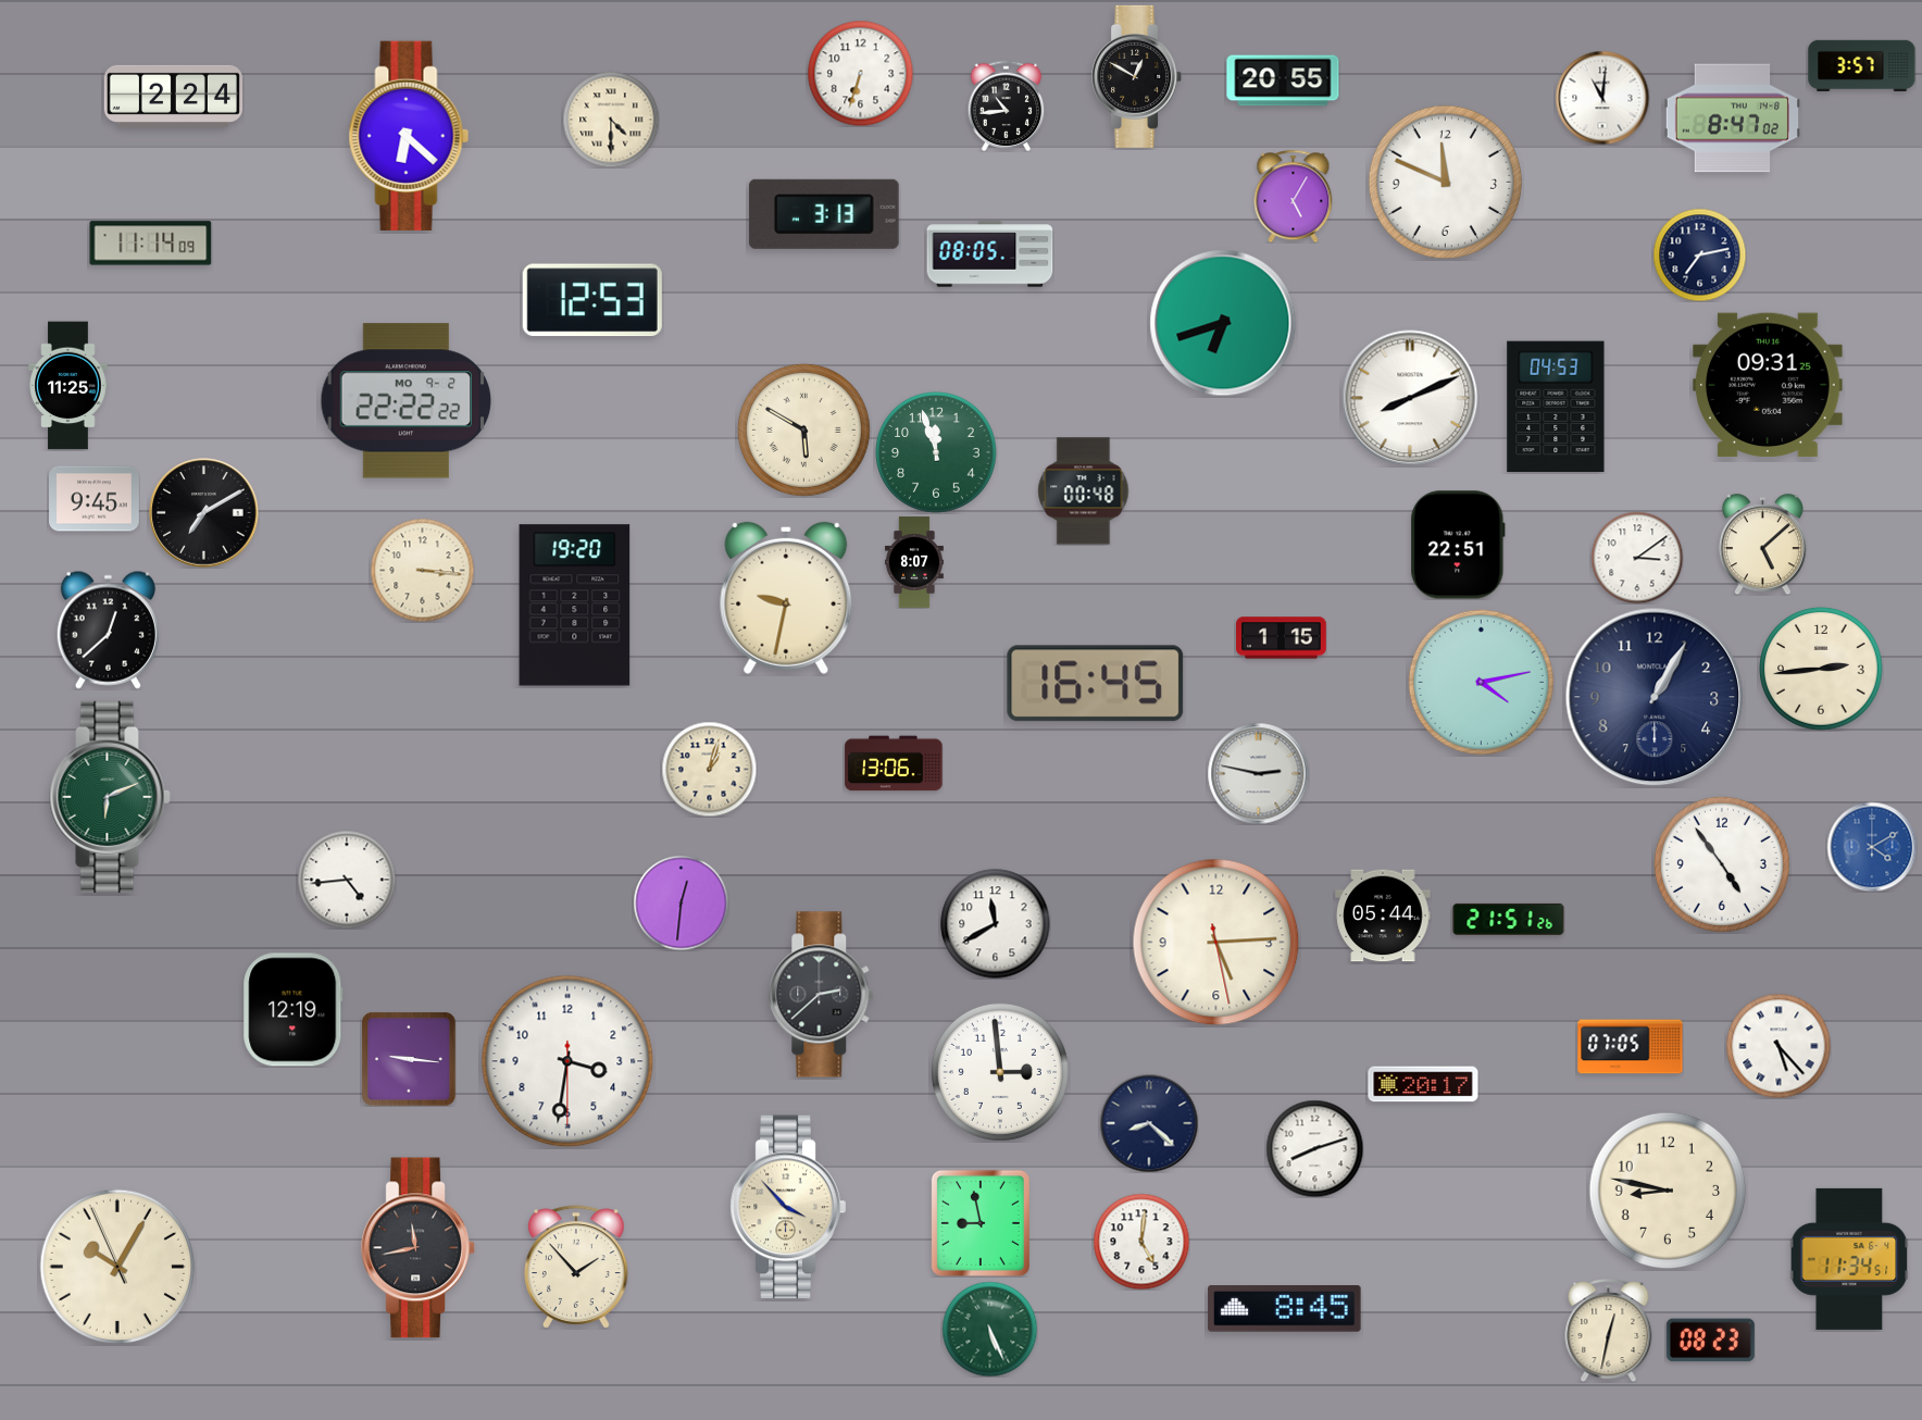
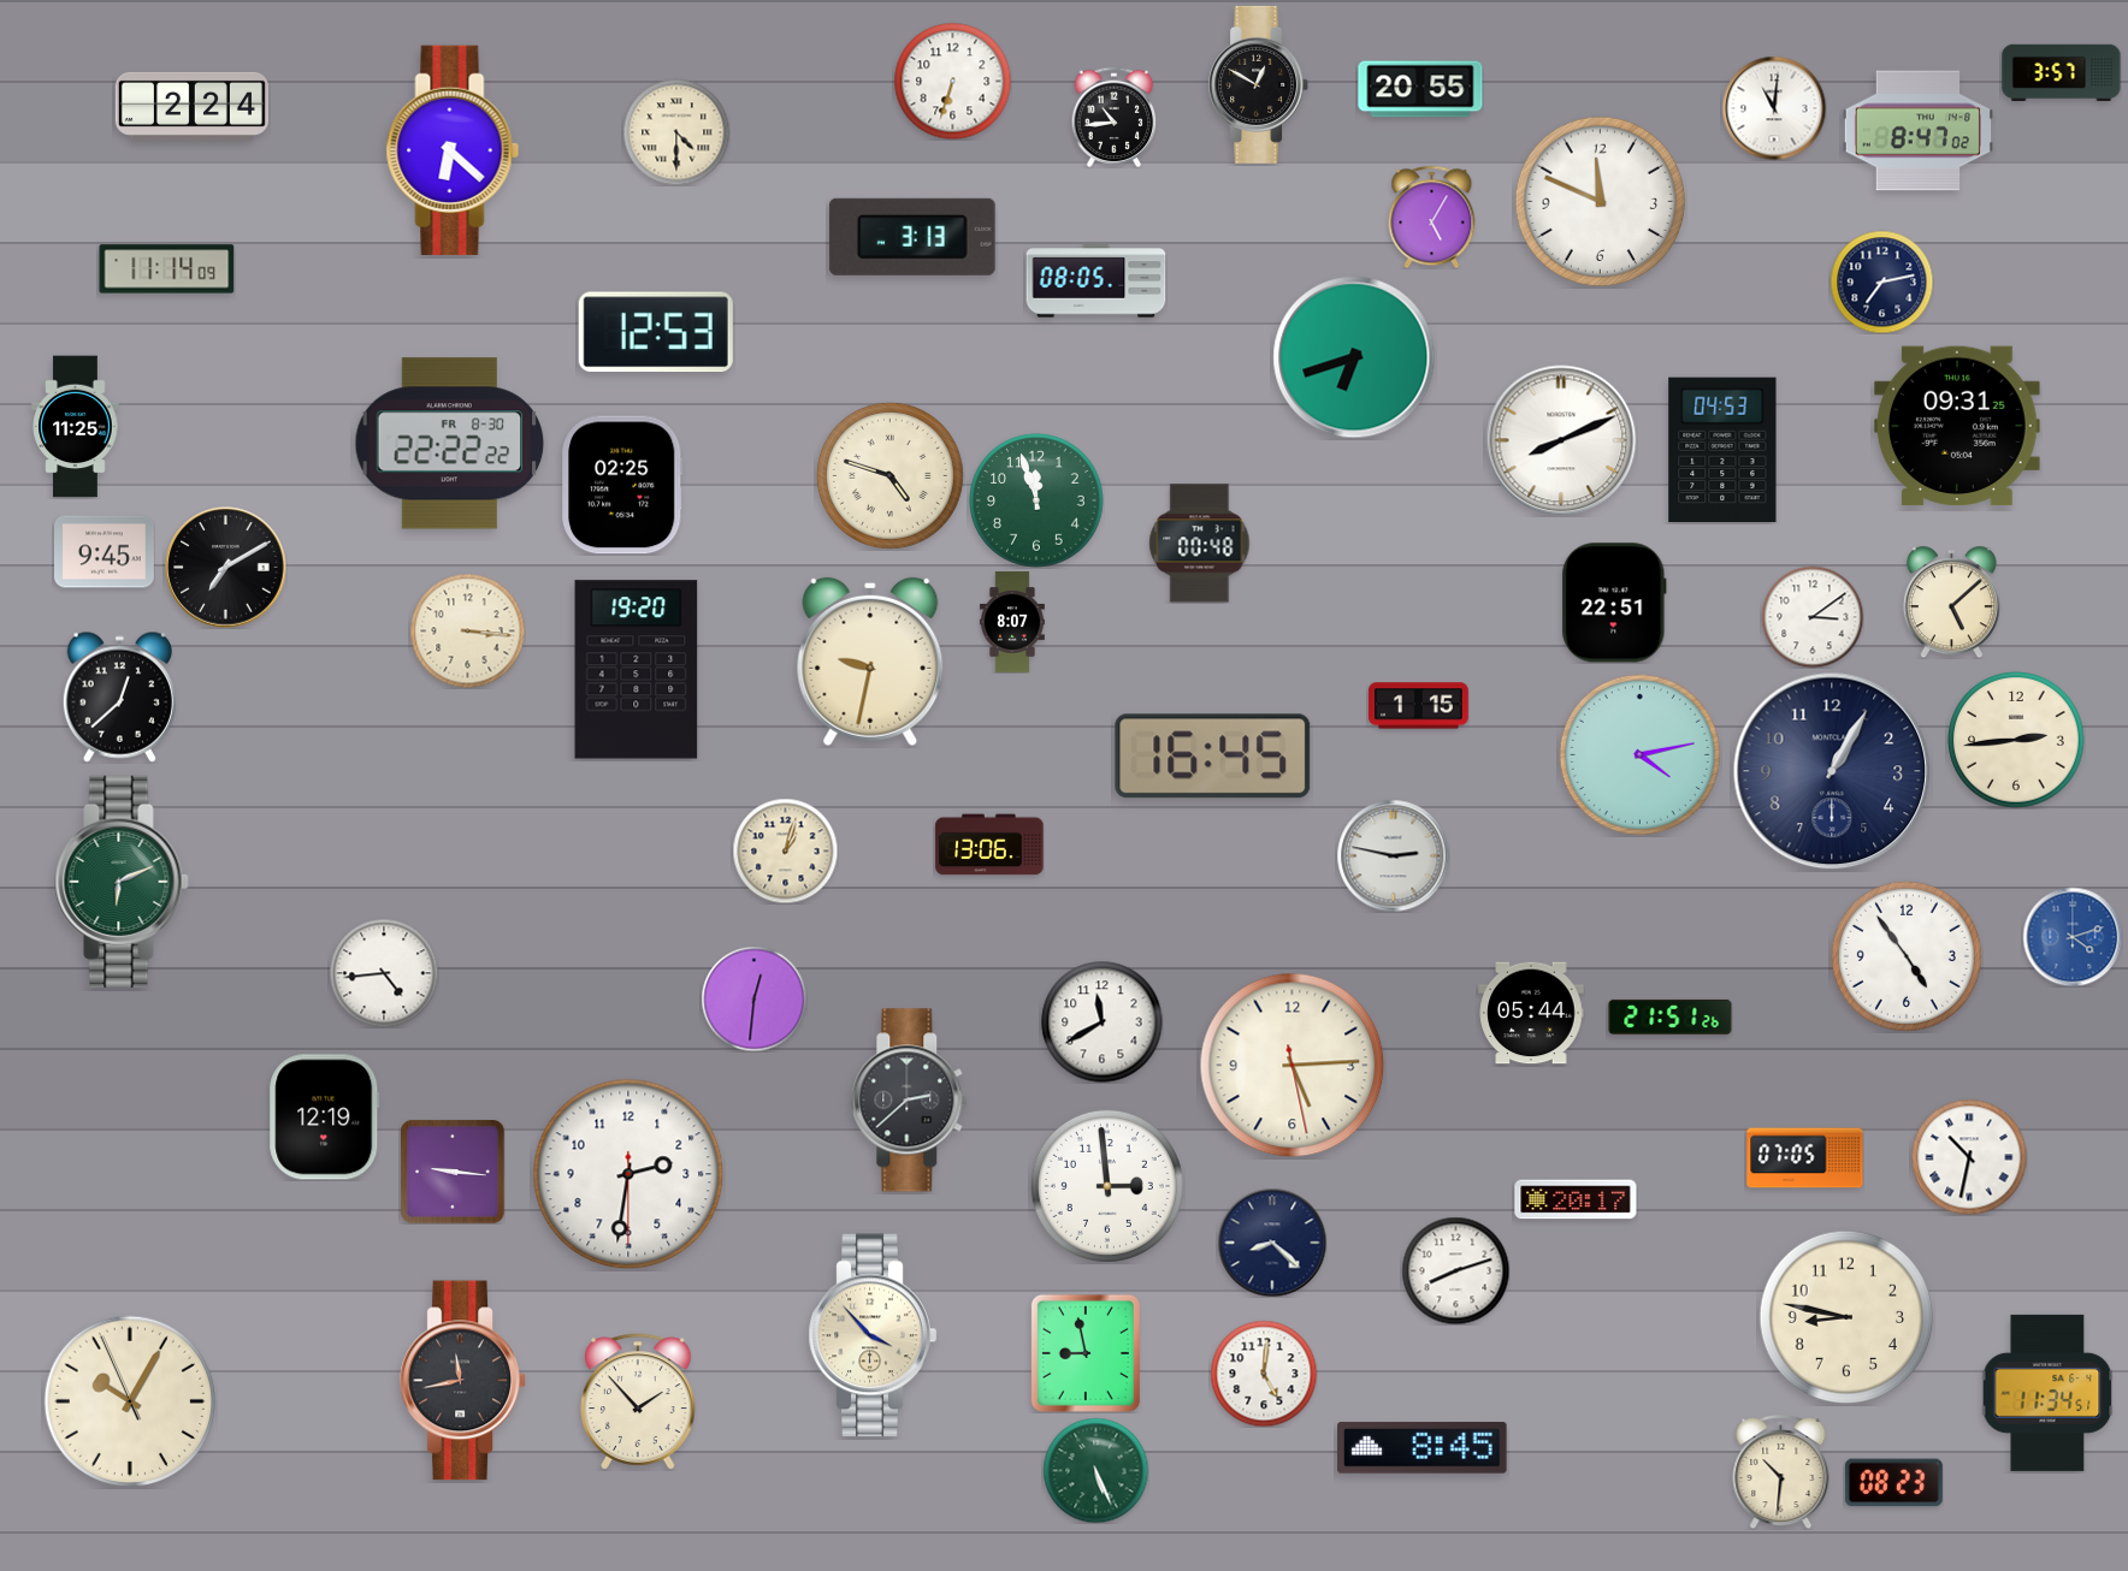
clock at (407, 401) date: MO 9-2 -> FR 8-30
clock at (803, 429): 5:50 -> 4:48
clock at (622, 485): none -> 02:25
clock at (1872, 847): 4:10 -> 4:12
clock at (1216, 943) position: (1216, 943) -> (1293, 1066)
clock at (1779, 1046): 5:23 -> 10:32
clock at (567, 1061): 3:31 -> 2:31
clock at (1609, 1330): 12:32 -> 10:31
